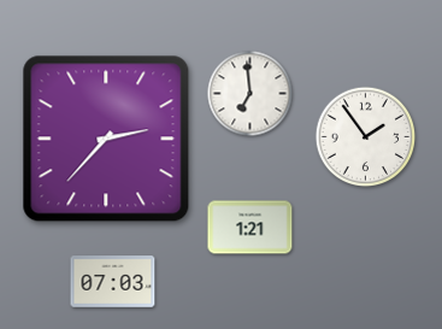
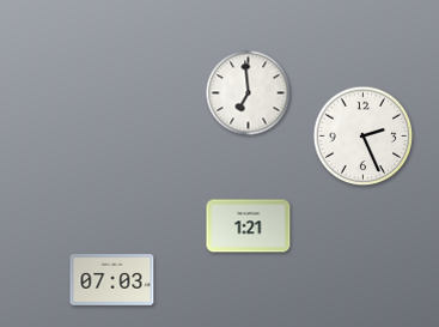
clock at (366, 137): 1:54 -> 2:26
clock at (106, 139): 2:37 -> none
